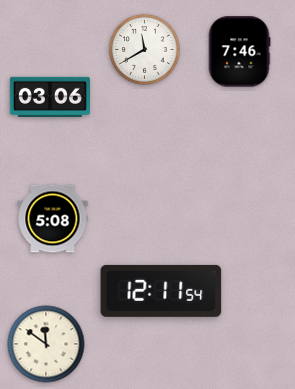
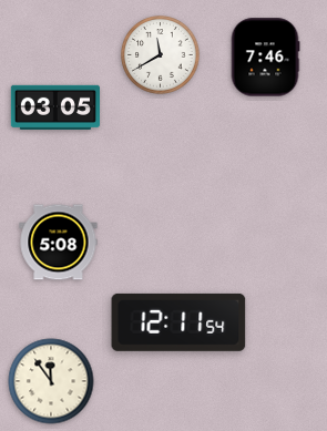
clock at (50, 97): 03:06 -> 03:05
clock at (46, 344): 11:51 -> 11:54
